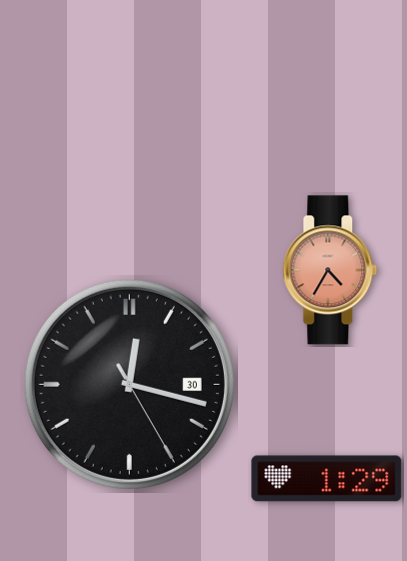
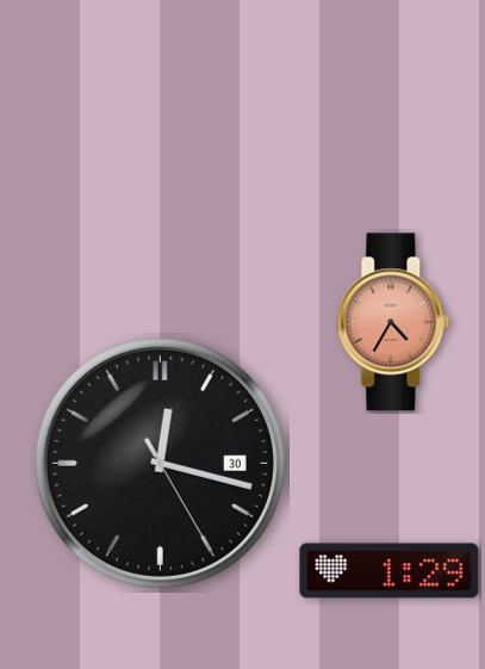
clock at (129, 384) position: (129, 384) -> (160, 463)
